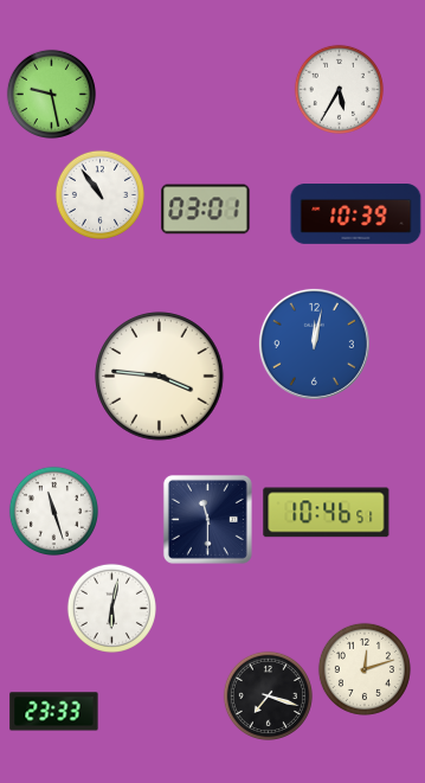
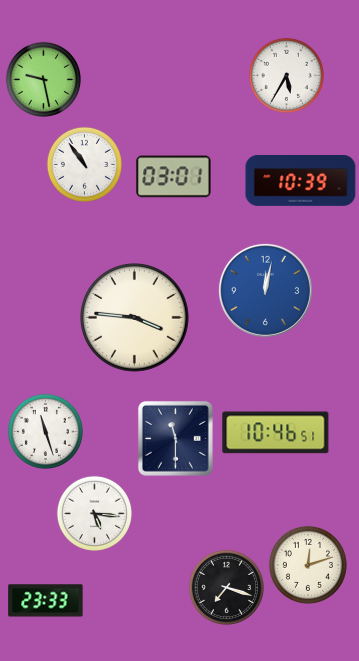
clock at (111, 608): 6:02 -> 5:16
